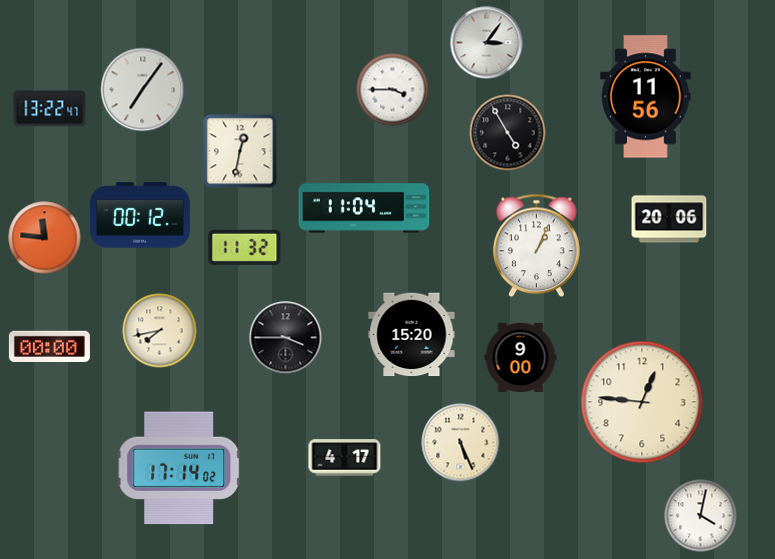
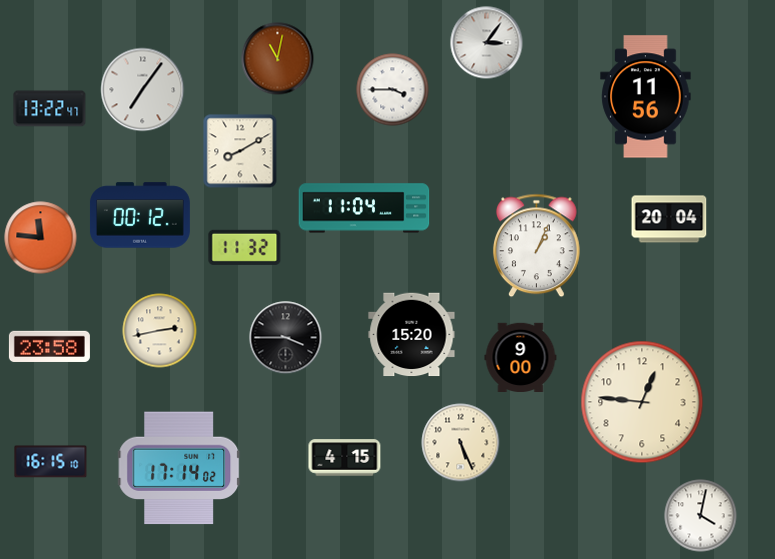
clock at (278, 59): none -> 11:02
clock at (508, 133): 4:55 -> none
clock at (240, 151): 12:32 -> 8:10
clock at (669, 219): 20:06 -> 20:04
clock at (45, 238) position: (45, 238) -> (41, 238)
clock at (160, 331): 7:43 -> 2:43
clock at (49, 346): 00:00 -> 23:58
clock at (345, 458): 4:17 -> 4:15
clock at (51, 462): none -> 16:15
